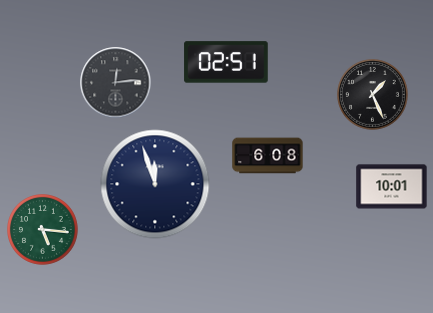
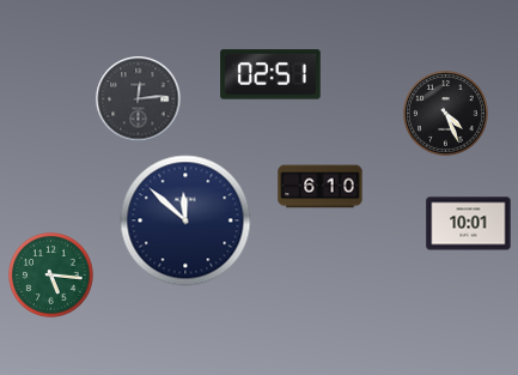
clock at (373, 95): 1:26 -> 4:26
clock at (268, 156): 6:08 -> 6:10
clock at (155, 184): 11:57 -> 11:52
